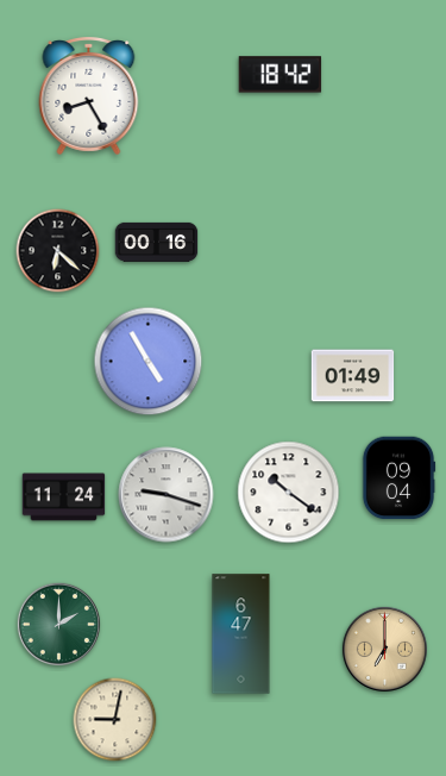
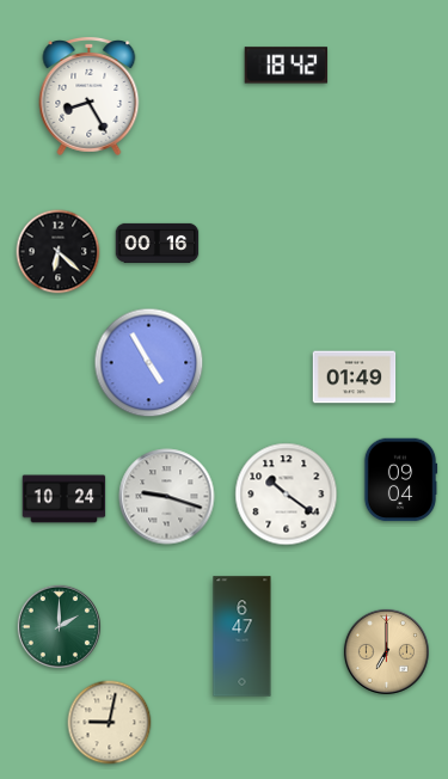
clock at (281, 75) position: (281, 75) -> (287, 66)
clock at (289, 493) position: (289, 493) -> (287, 495)
clock at (64, 497): 11:24 -> 10:24
clock at (115, 720) position: (115, 720) -> (110, 723)
